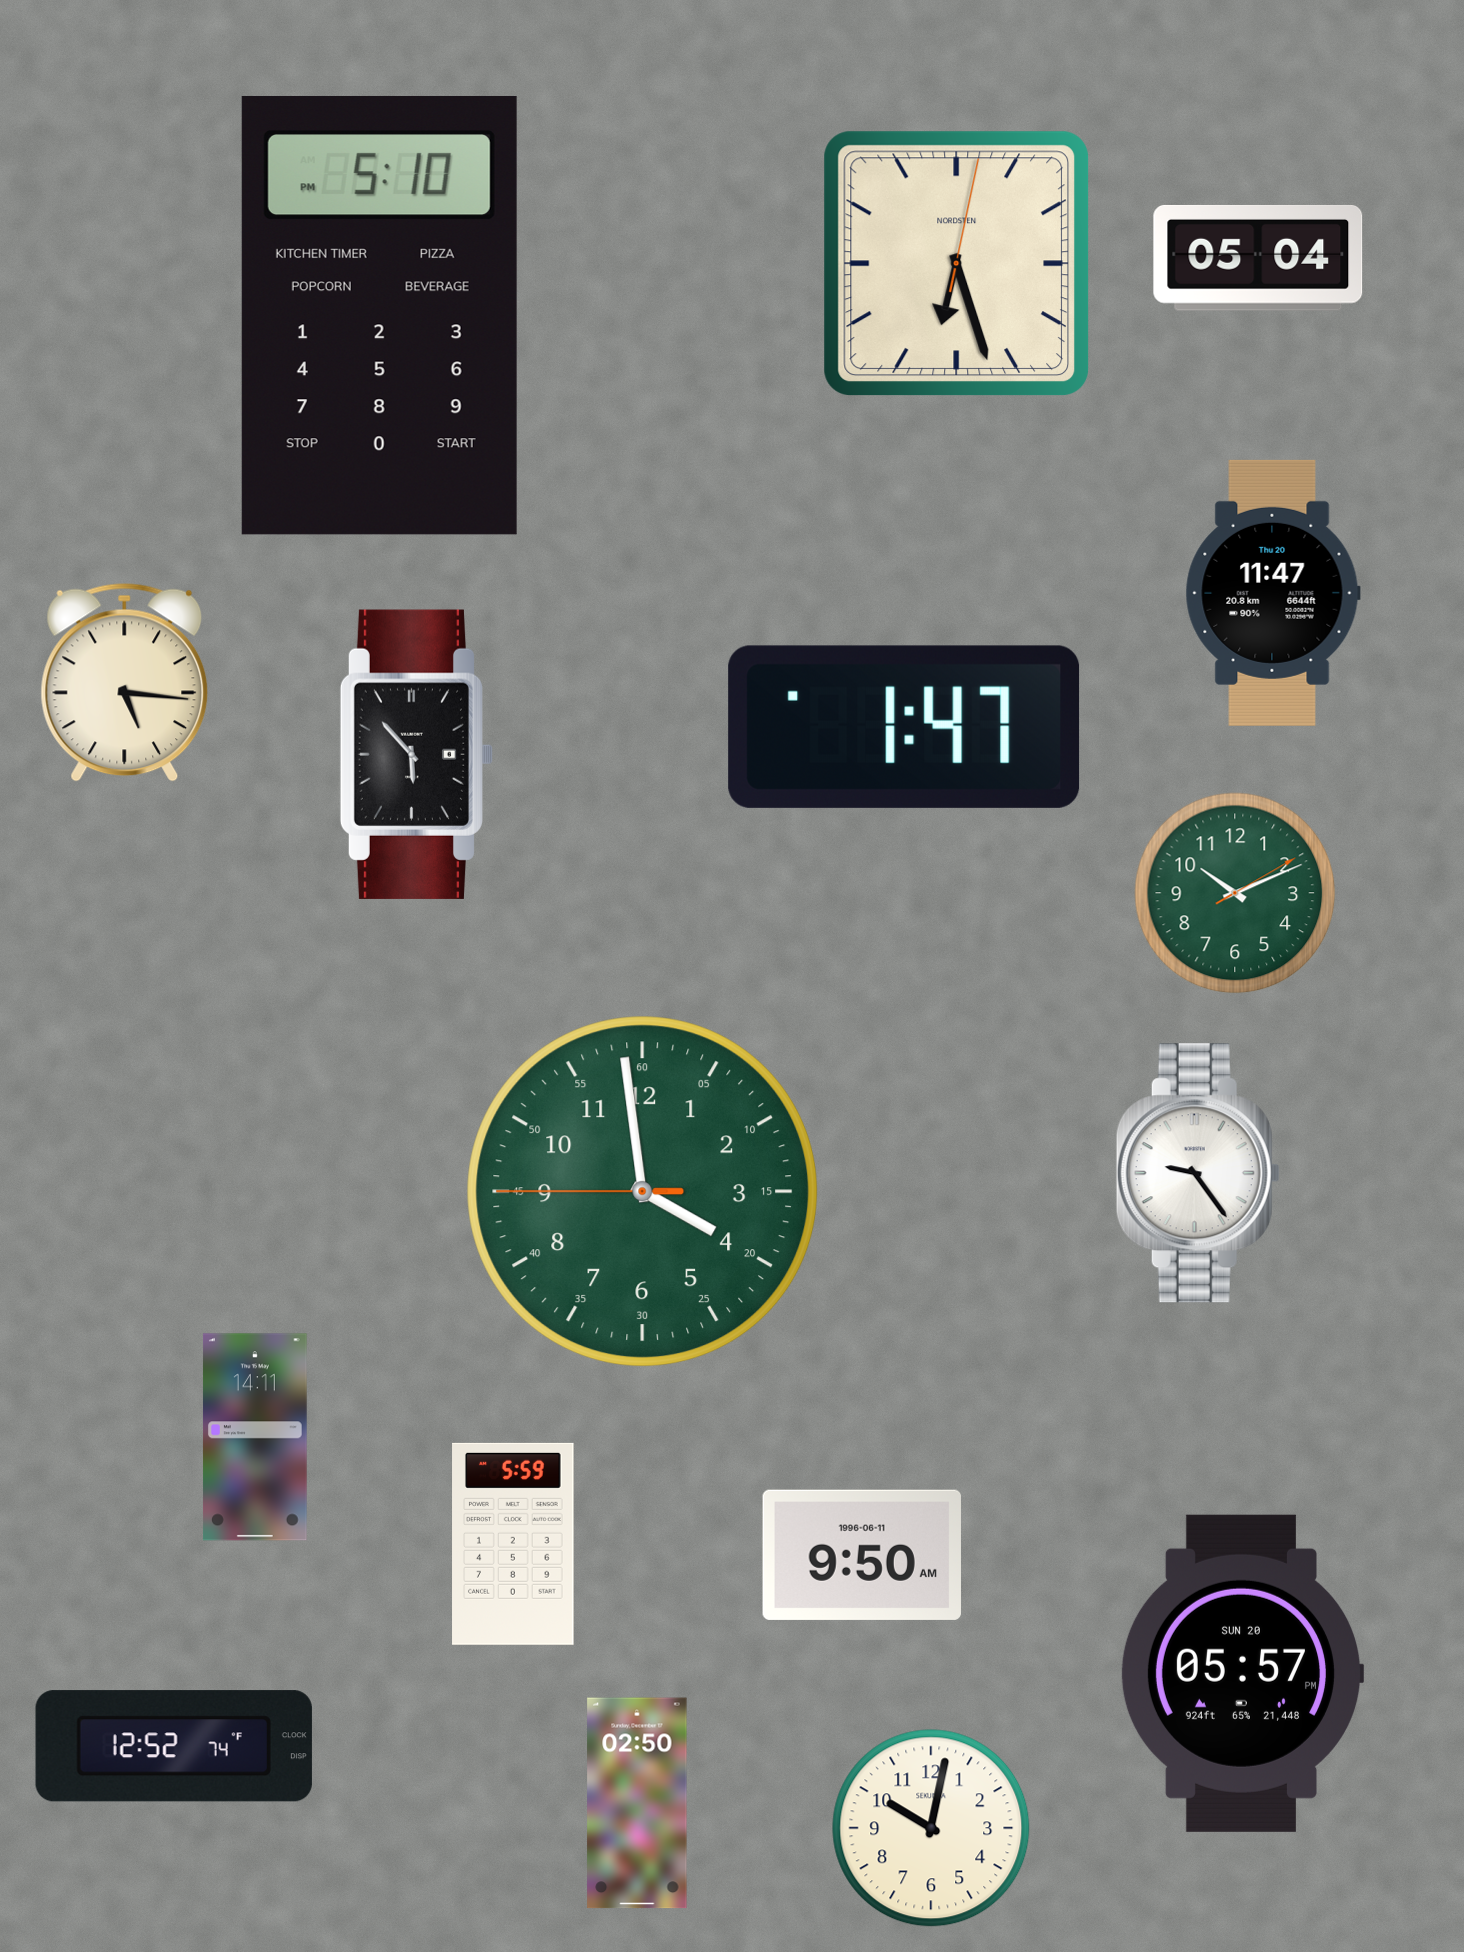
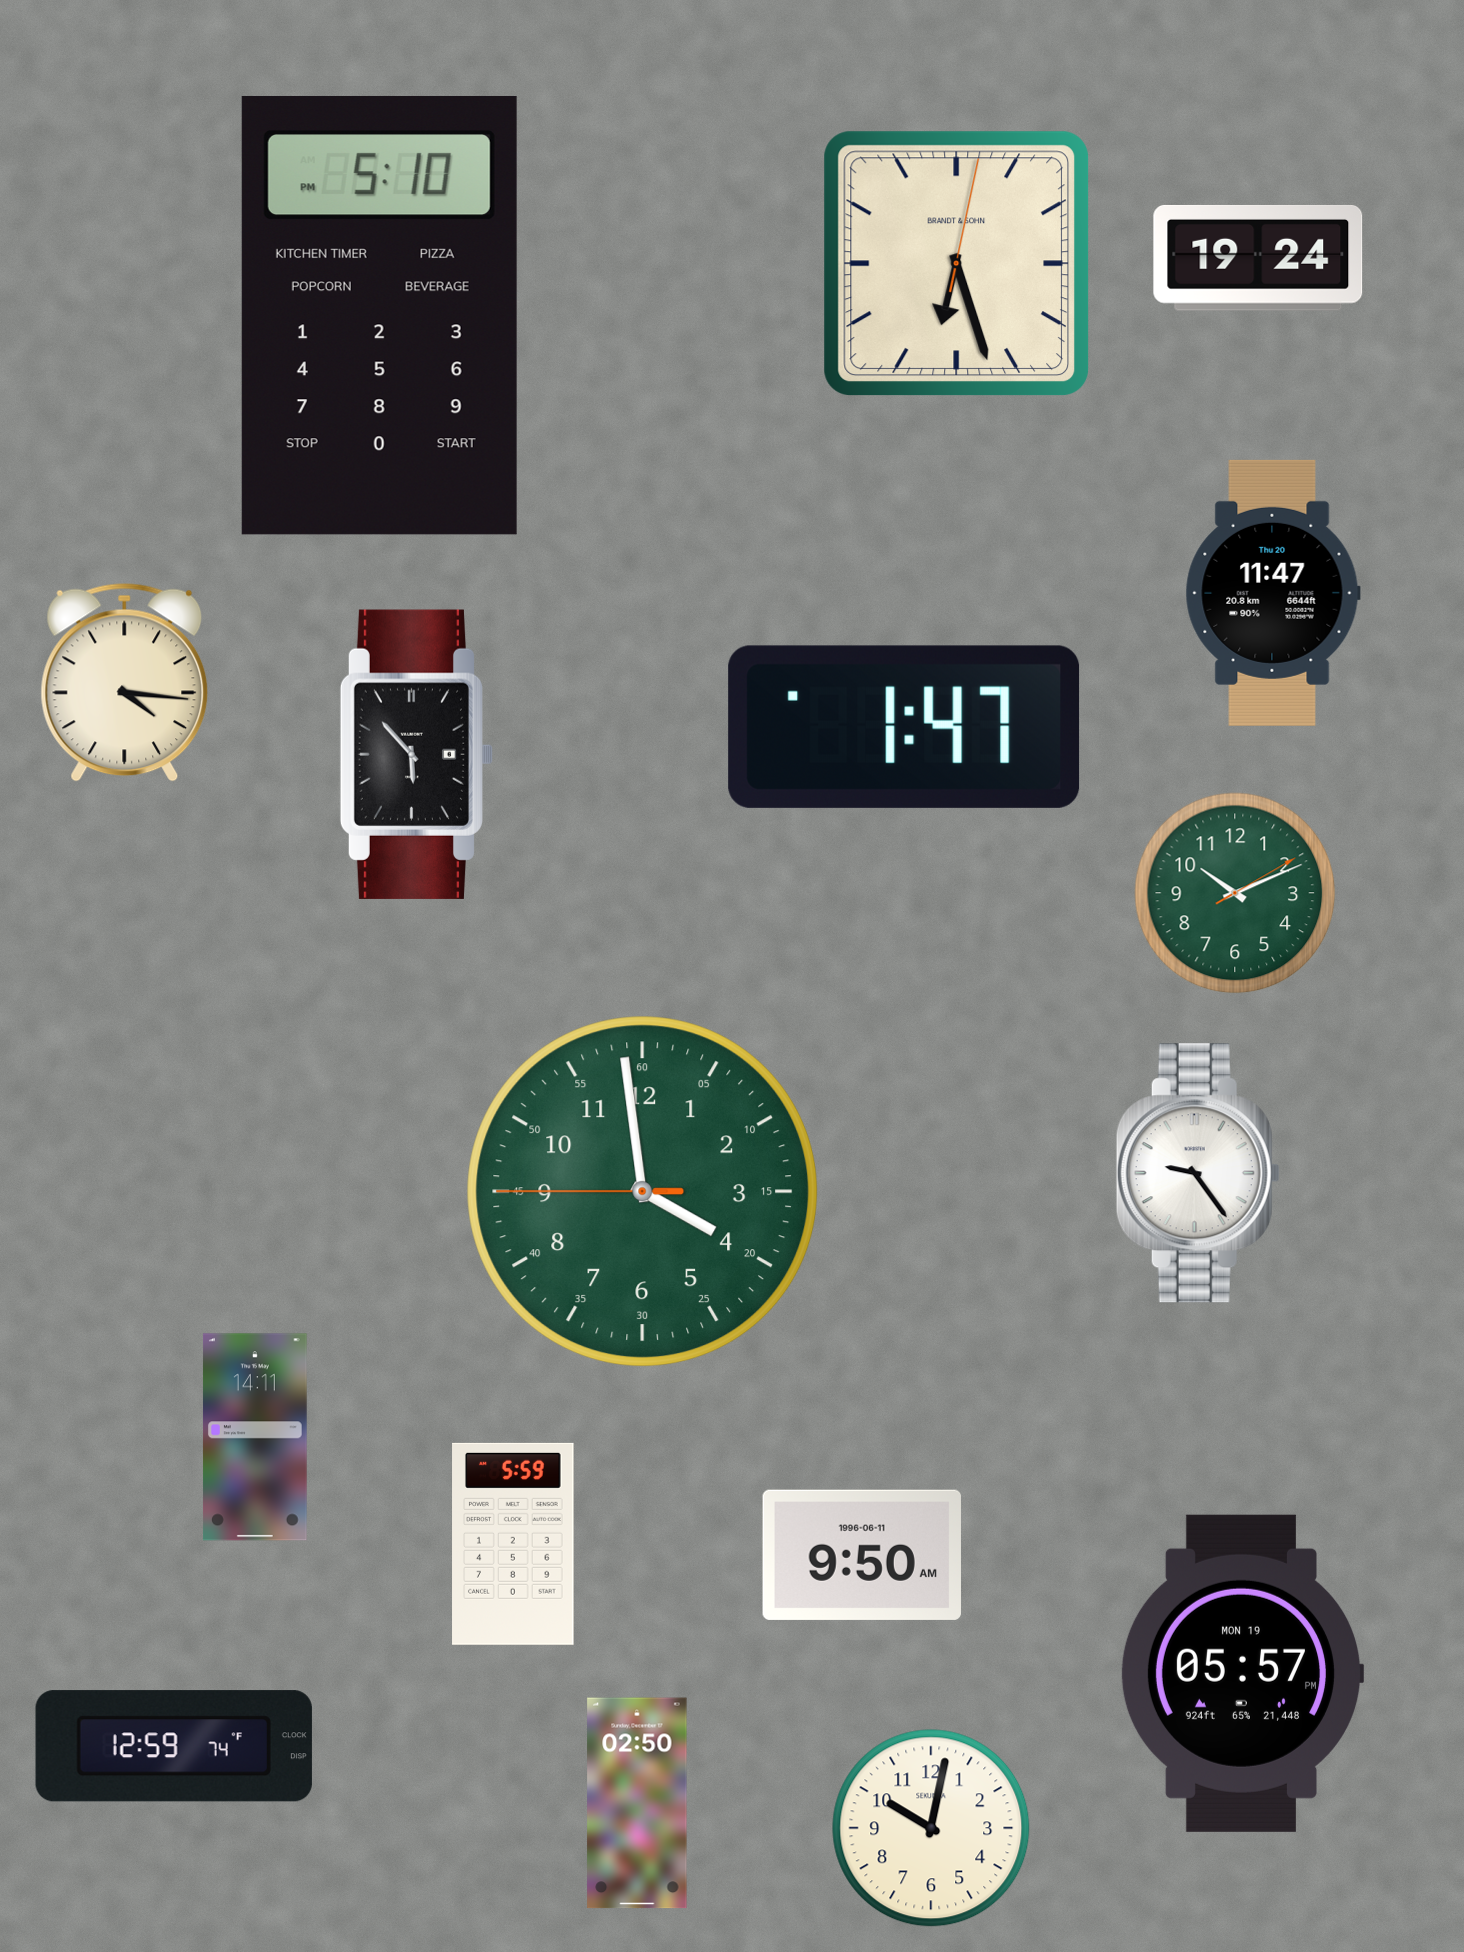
clock at (1258, 258): 05:04 -> 19:24
clock at (956, 263) brand: NORDSTEN -> BRANDT & SOHN
clock at (125, 682): 5:16 -> 4:16
clock at (1242, 1673) date: SUN 20 -> MON 19
clock at (174, 1746): 12:52 -> 12:59
